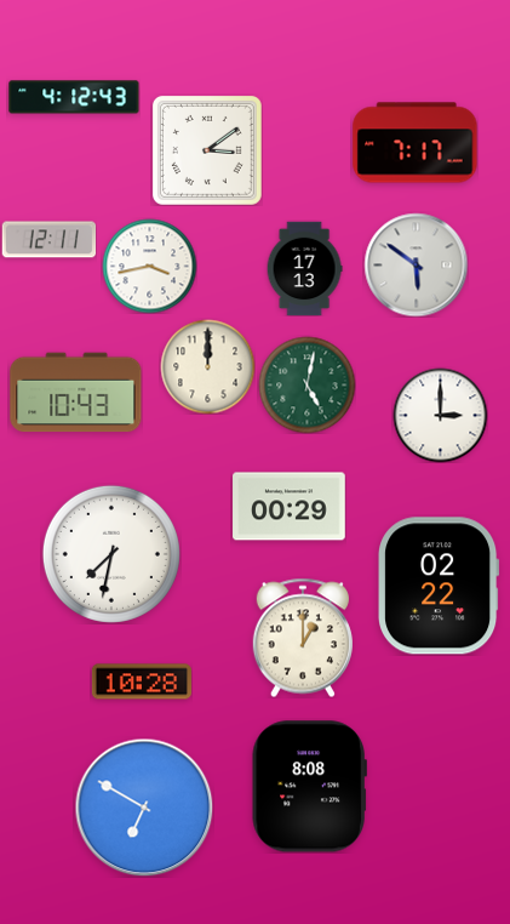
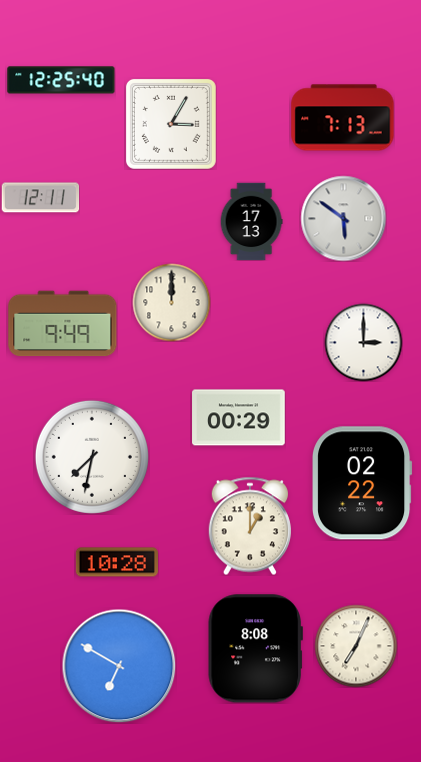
clock at (74, 97): 4:12 -> 12:25
clock at (416, 143): 7:17 -> 7:13
clock at (207, 150): 3:09 -> 3:05
clock at (149, 266): 3:43 -> none
clock at (306, 384): 5:02 -> none
clock at (76, 393): 10:43 -> 9:49
clock at (356, 646): none -> 7:04
